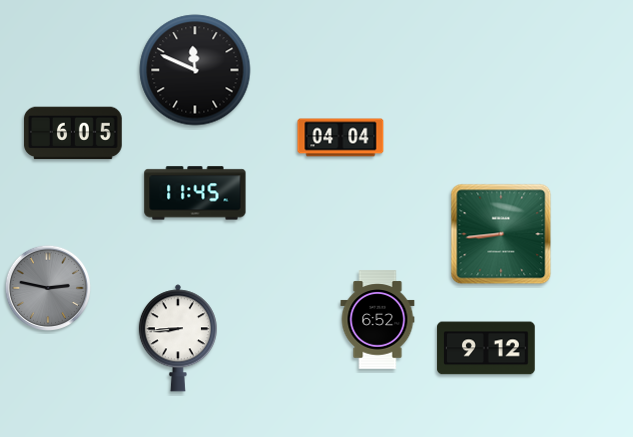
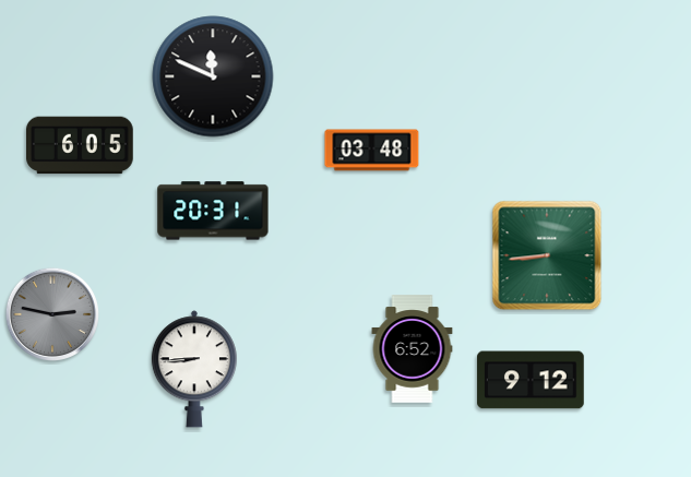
clock at (341, 138): 04:04 -> 03:48
clock at (195, 193): 11:45 -> 20:31
